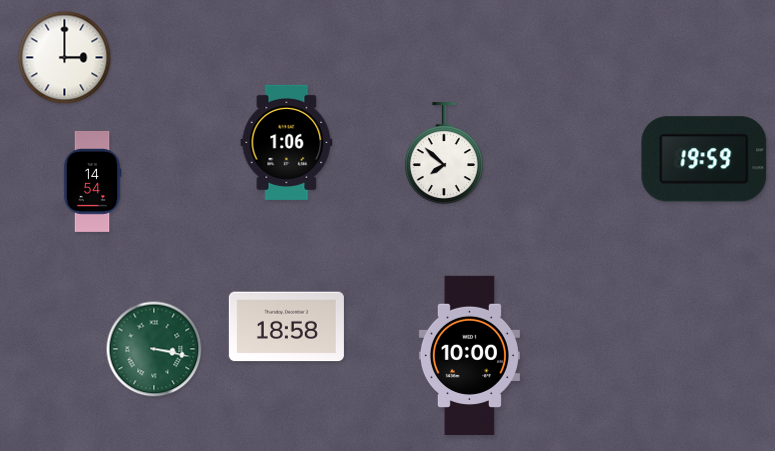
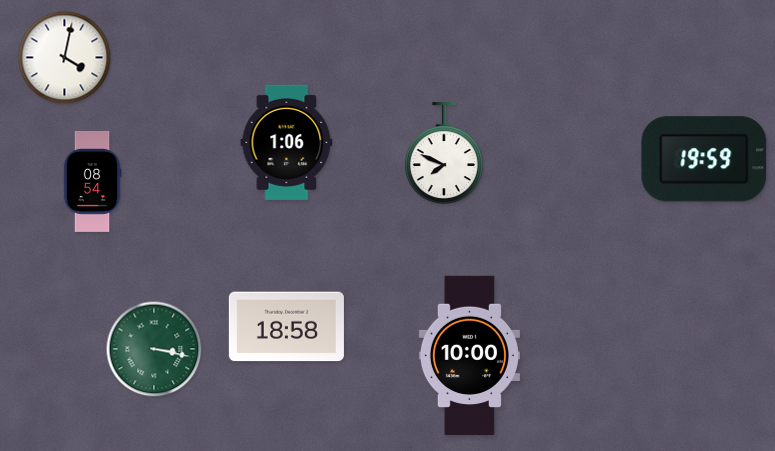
clock at (65, 58): 3:00 -> 4:02
clock at (444, 154): 7:52 -> 7:49
clock at (92, 181): 14:54 -> 08:54
